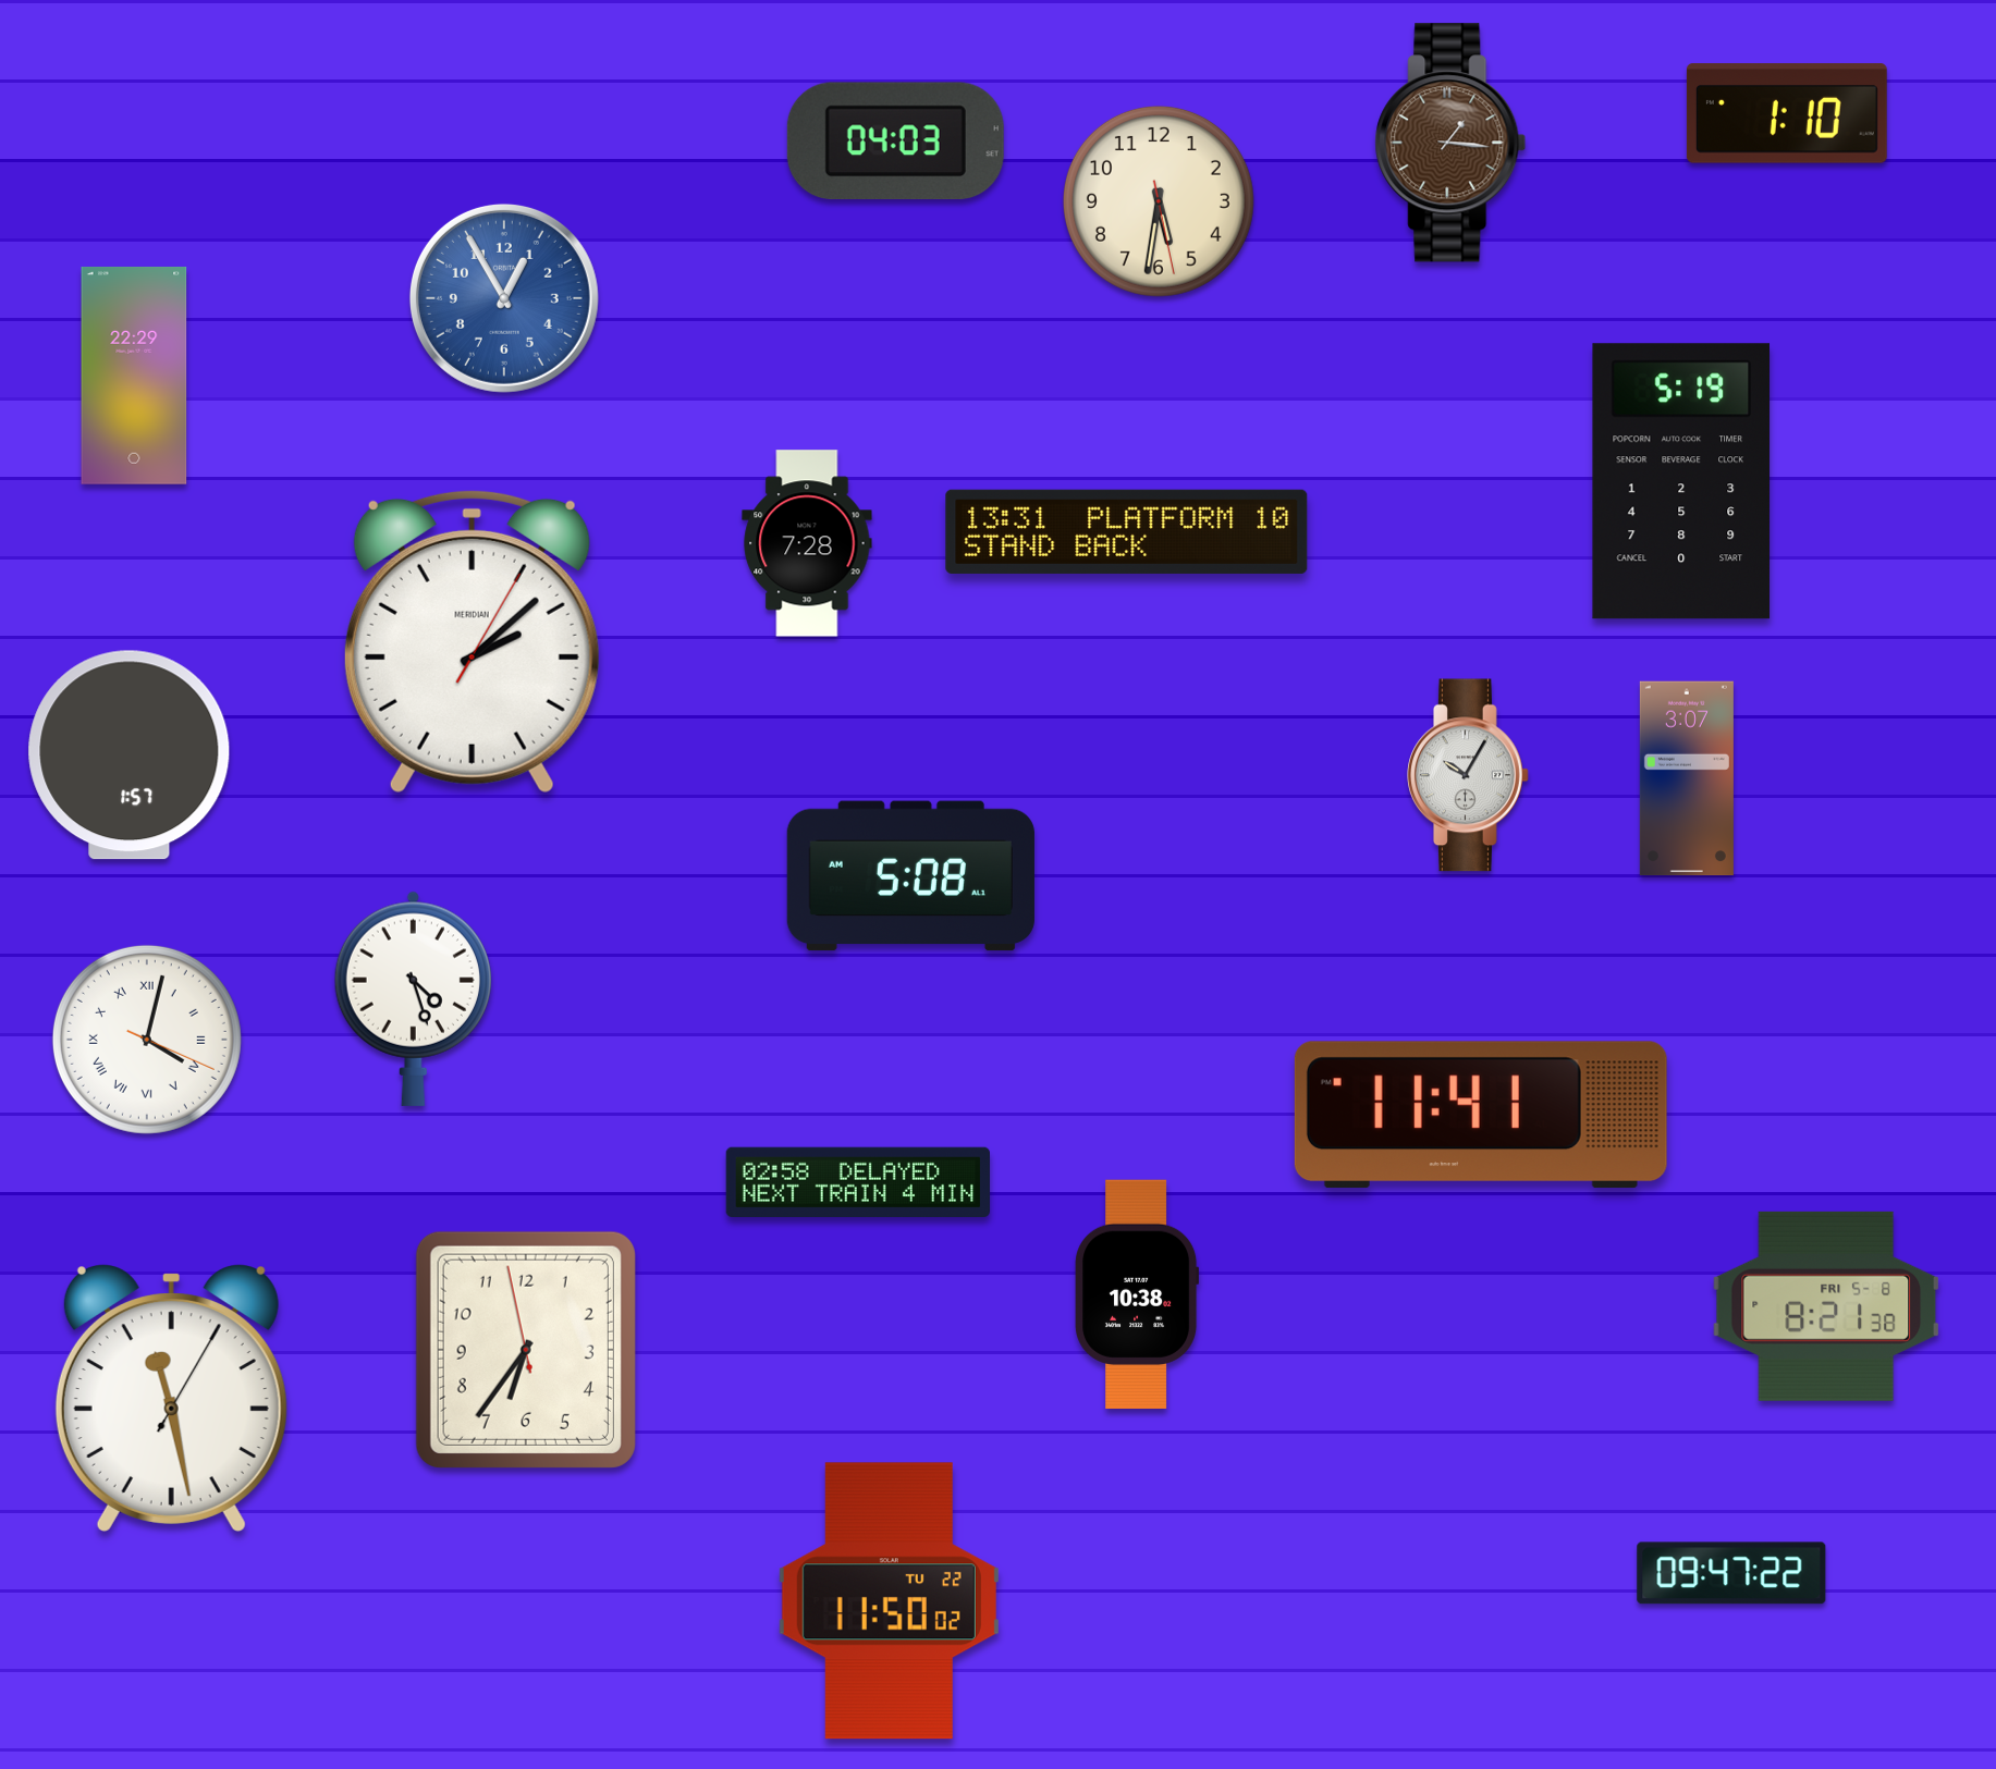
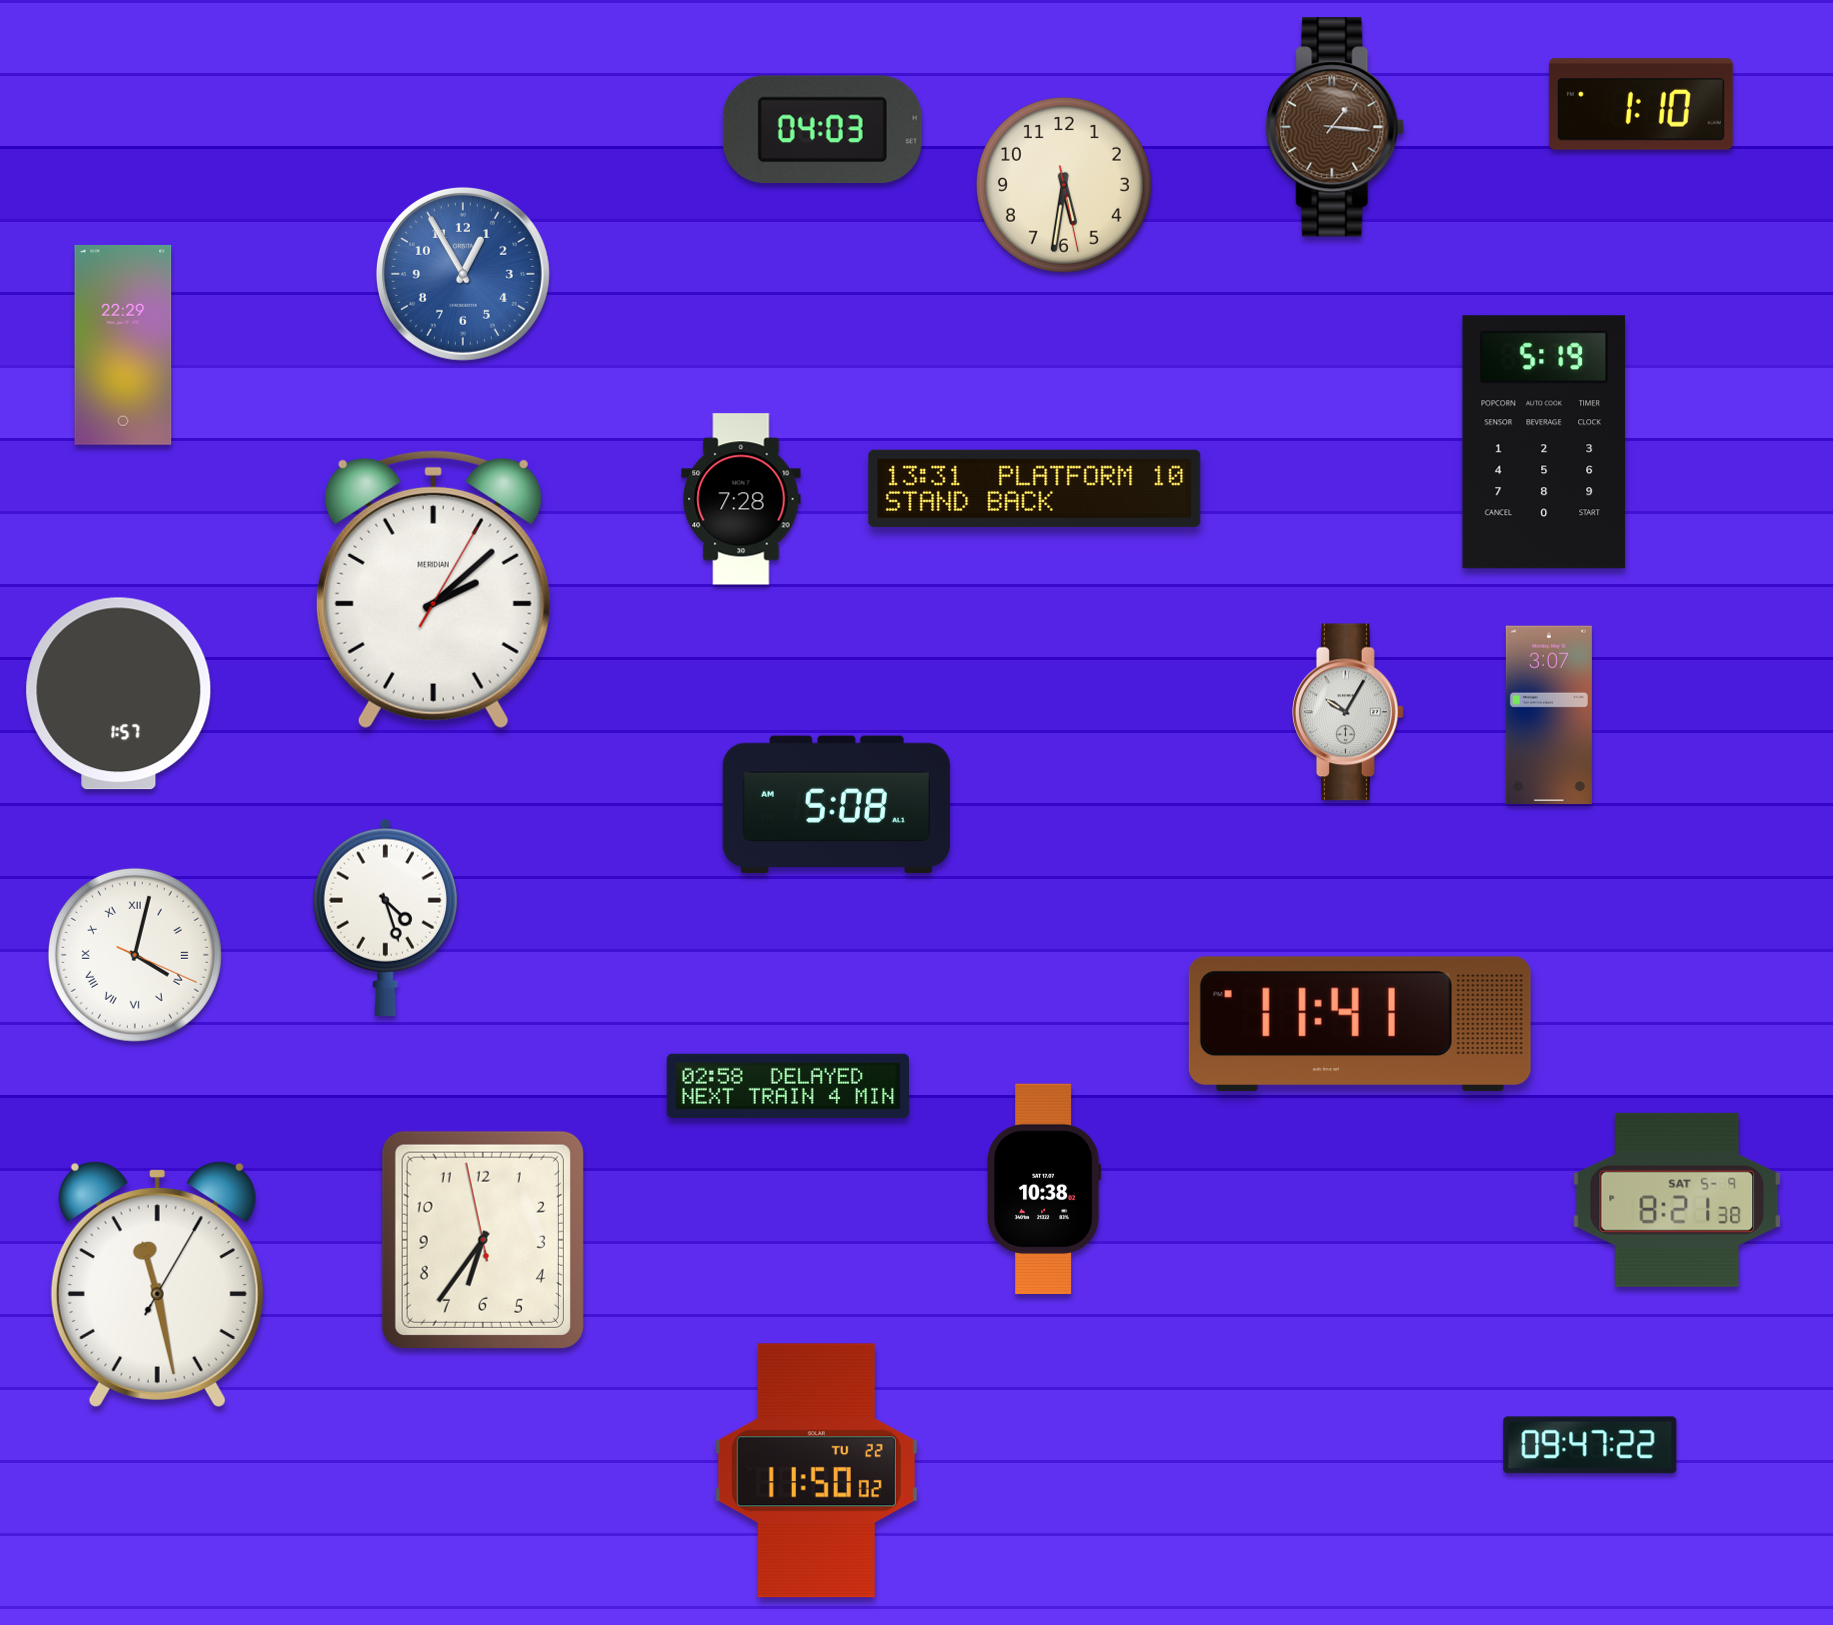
clock at (1450, 143) position: (1450, 143) -> (1335, 127)
clock at (413, 998) position: (413, 998) -> (385, 917)
clock at (1826, 1306) date: FRI 5-8 -> SAT 5-9
